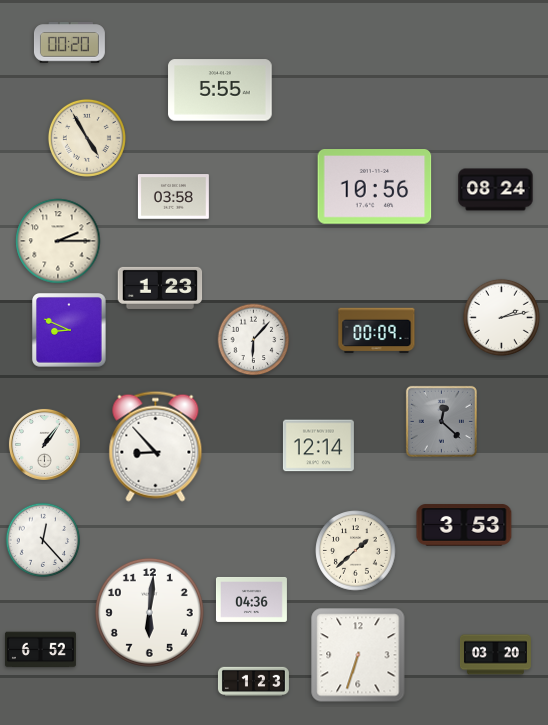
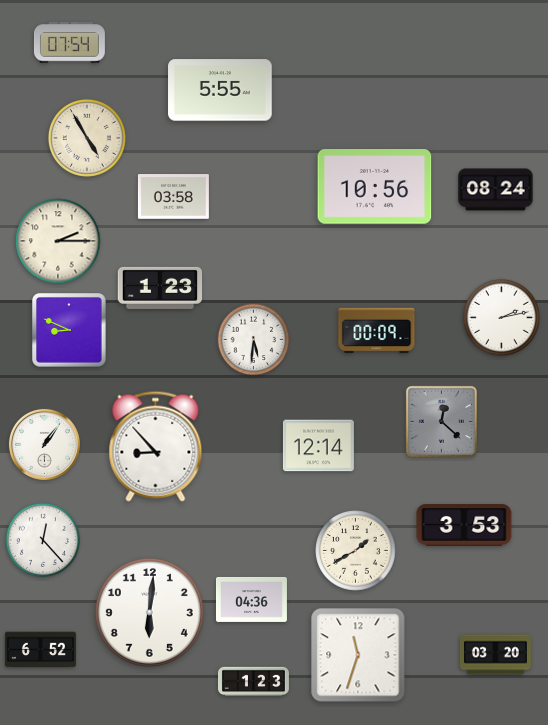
clock at (69, 43): 00:20 -> 07:54
clock at (254, 340): 6:07 -> 5:31
clock at (356, 551): 1:38 -> 1:40
clock at (358, 655): 6:33 -> 11:33
